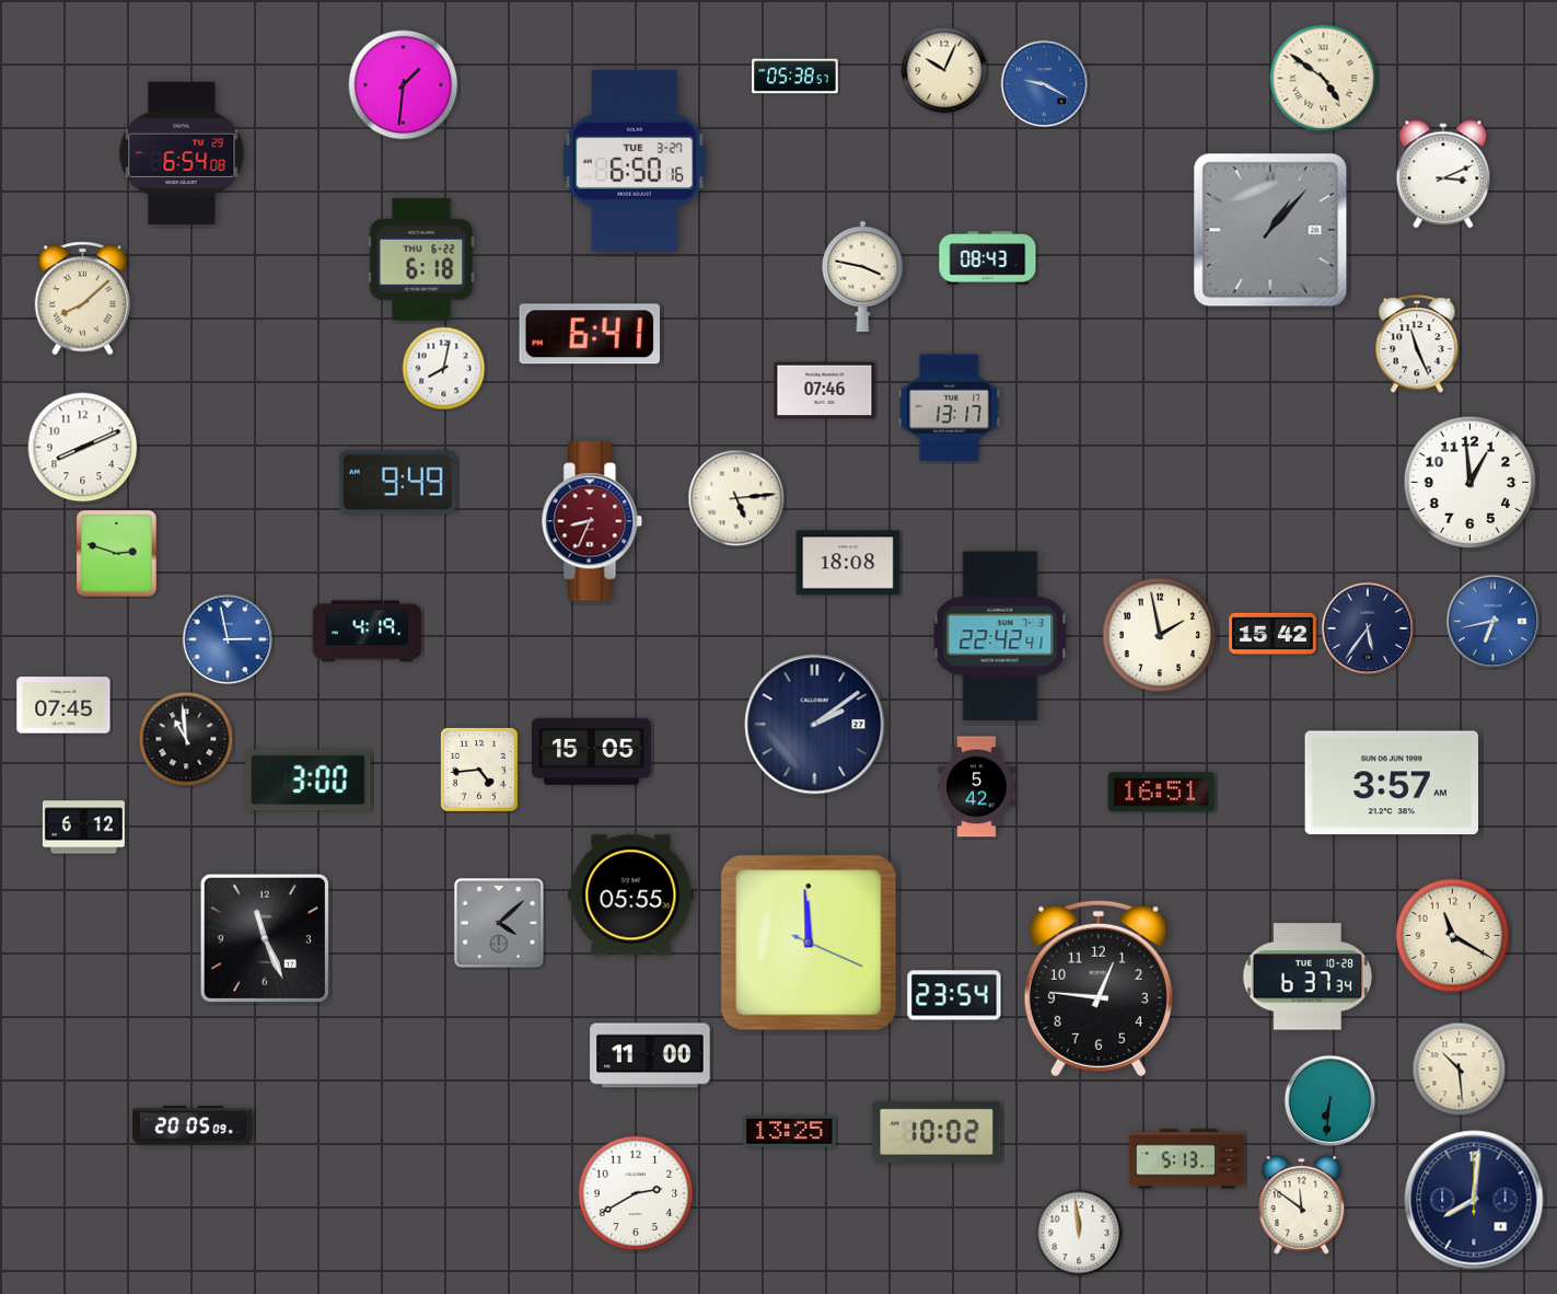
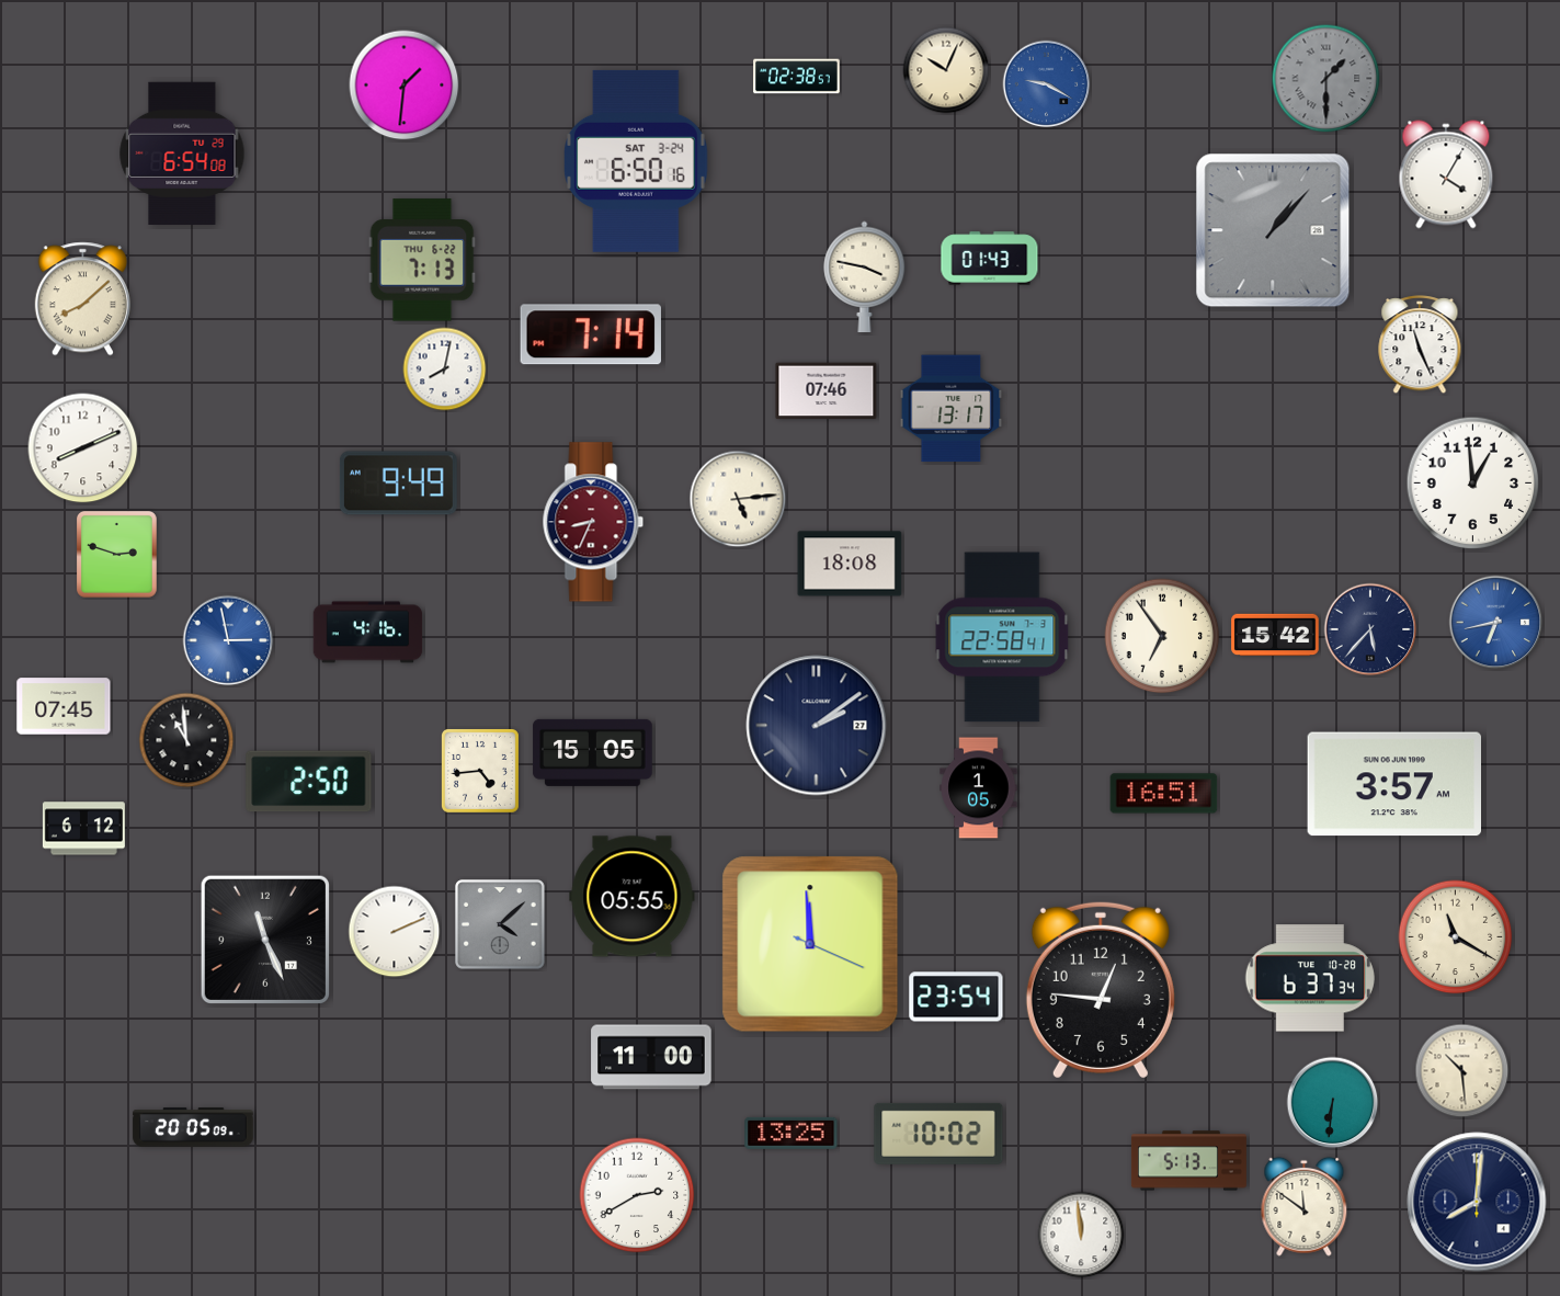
clock at (795, 77): 05:38 -> 02:38
clock at (1324, 79): 4:51 -> 1:30
clock at (1324, 79) dial: cream -> grey
clock at (636, 161) date: TUE 3-27 -> SAT 3-24
clock at (1443, 174): 3:11 -> 4:05
clock at (988, 258): 08:43 -> 01:43
clock at (421, 259): 6:18 -> 7:13
clock at (590, 334): 6:41 -> 7:14
clock at (1368, 628): 5:36 -> 5:37
clock at (368, 632): 4:19 -> 4:16
clock at (1160, 635): 1:58 -> 6:54
clock at (1000, 636): 22:42 -> 22:58
clock at (309, 781): 3:00 -> 2:50
clock at (977, 787): 5:42 -> 1:05
clock at (395, 932): none -> 2:11
